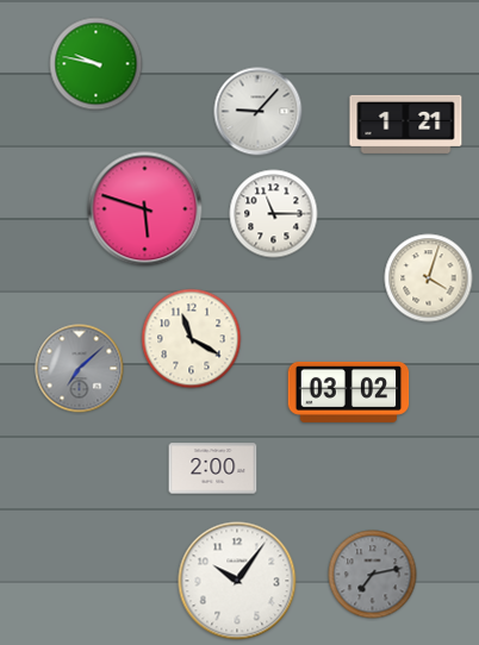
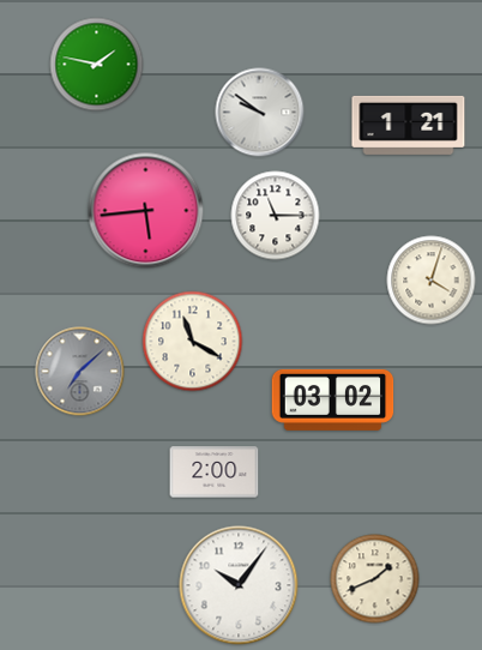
clock at (97, 64): 9:47 -> 1:47
clock at (259, 112): 9:07 -> 9:51
clock at (145, 209): 5:48 -> 5:44
clock at (349, 392) position: (349, 392) -> (333, 399)
clock at (373, 575): 7:13 -> 1:41
clock at (373, 575) dial: grey -> cream
